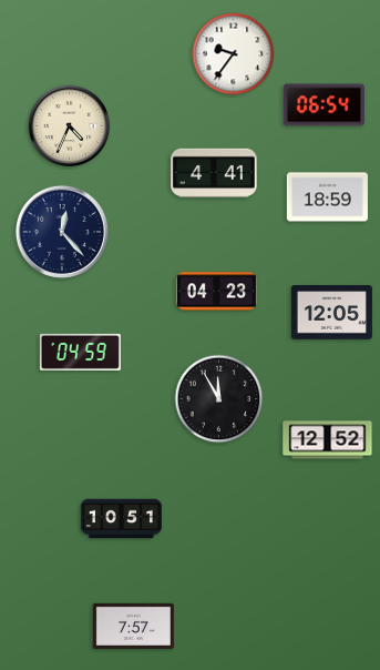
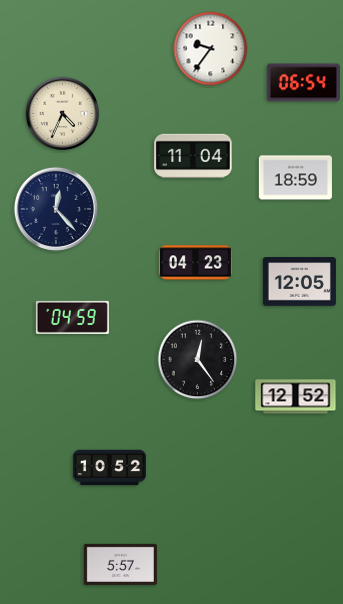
clock at (323, 105) position: (323, 105) -> (303, 83)
clock at (214, 173): 4:41 -> 11:04
clock at (219, 399): 11:55 -> 12:24
clock at (121, 519): 10:51 -> 10:52
clock at (133, 626): 7:57 -> 5:57
